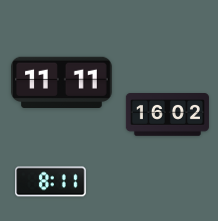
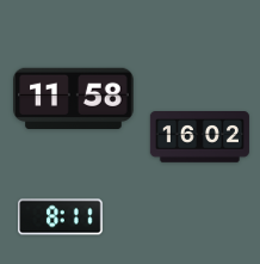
clock at (62, 82): 11:11 -> 11:58
